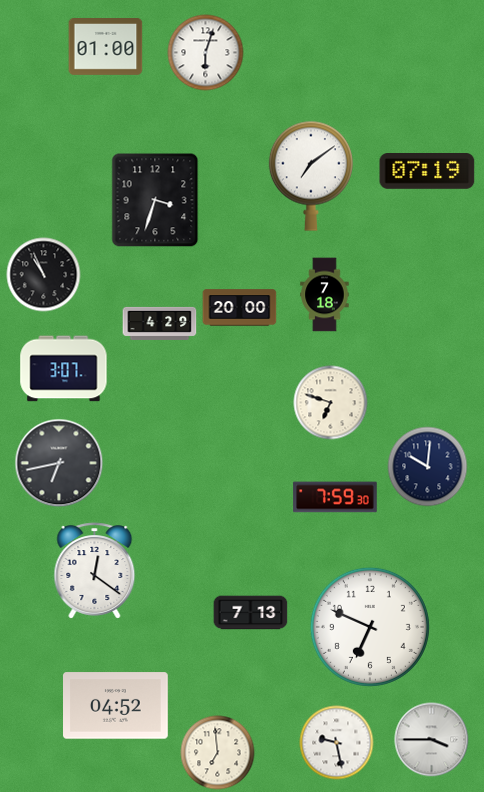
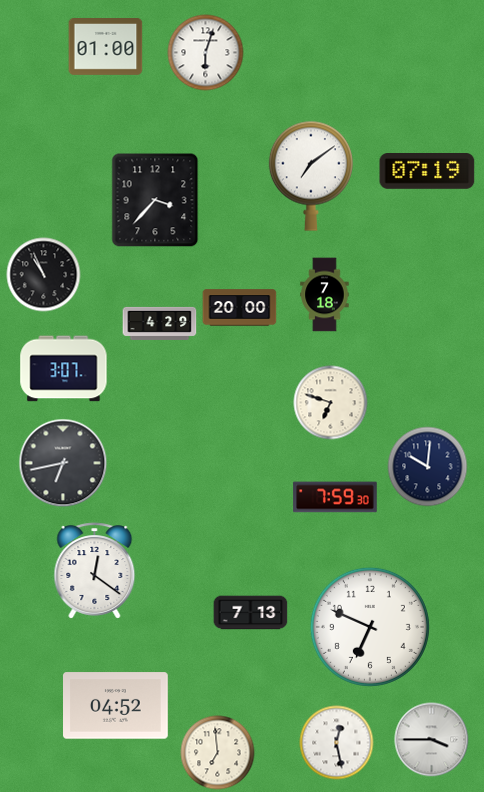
clock at (155, 200): 3:33 -> 3:37
clock at (59, 463) position: (59, 463) -> (63, 463)
clock at (337, 743): 9:28 -> 12:28
